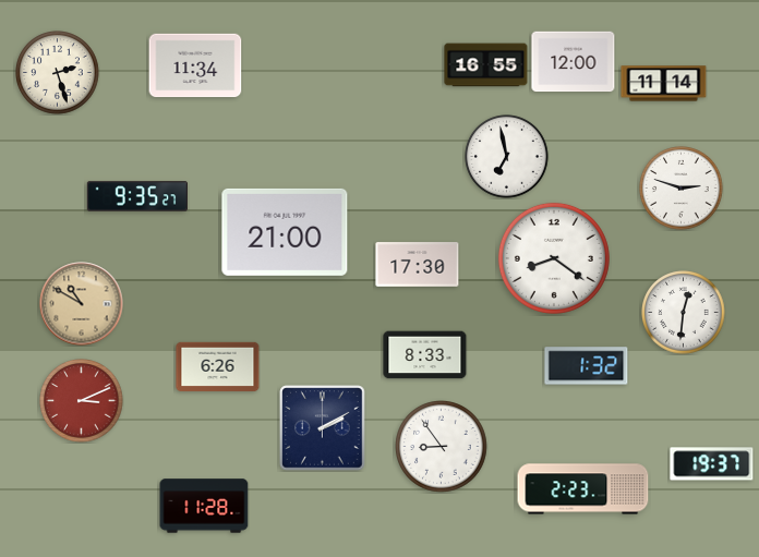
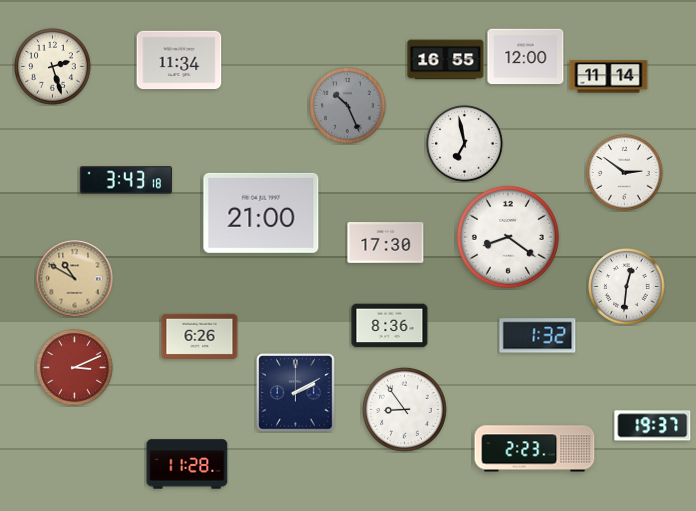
clock at (348, 106): none -> 10:26
clock at (682, 189): 2:48 -> 2:51
clock at (137, 196): 9:35 -> 3:43
clock at (418, 265) position: (418, 265) -> (386, 243)
clock at (425, 355): 8:33 -> 8:36
